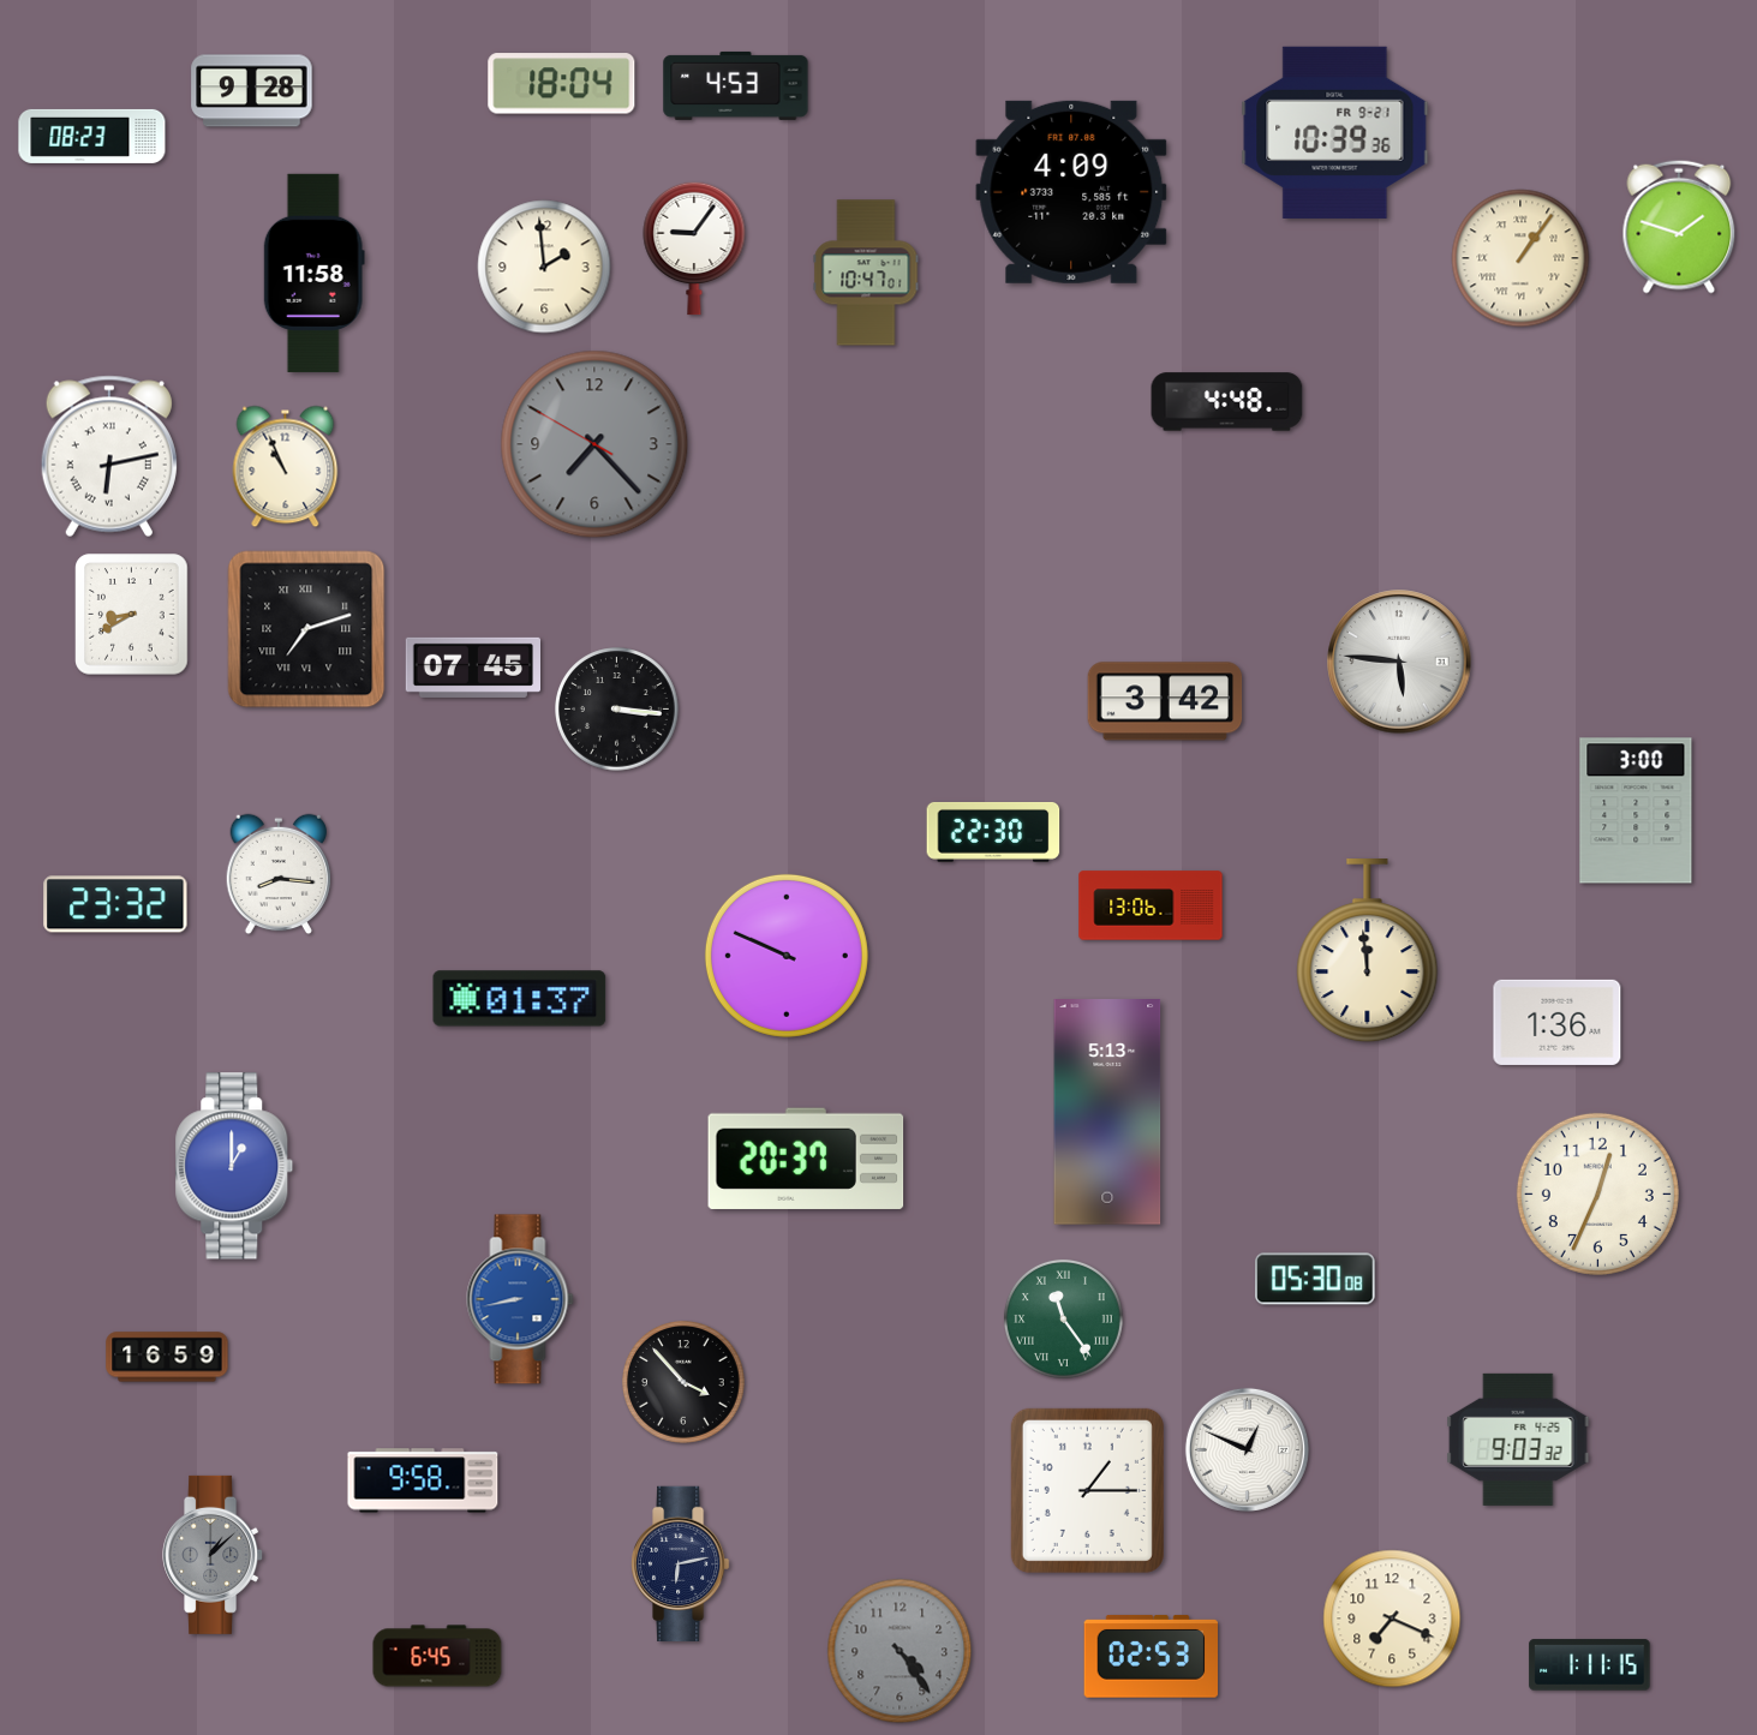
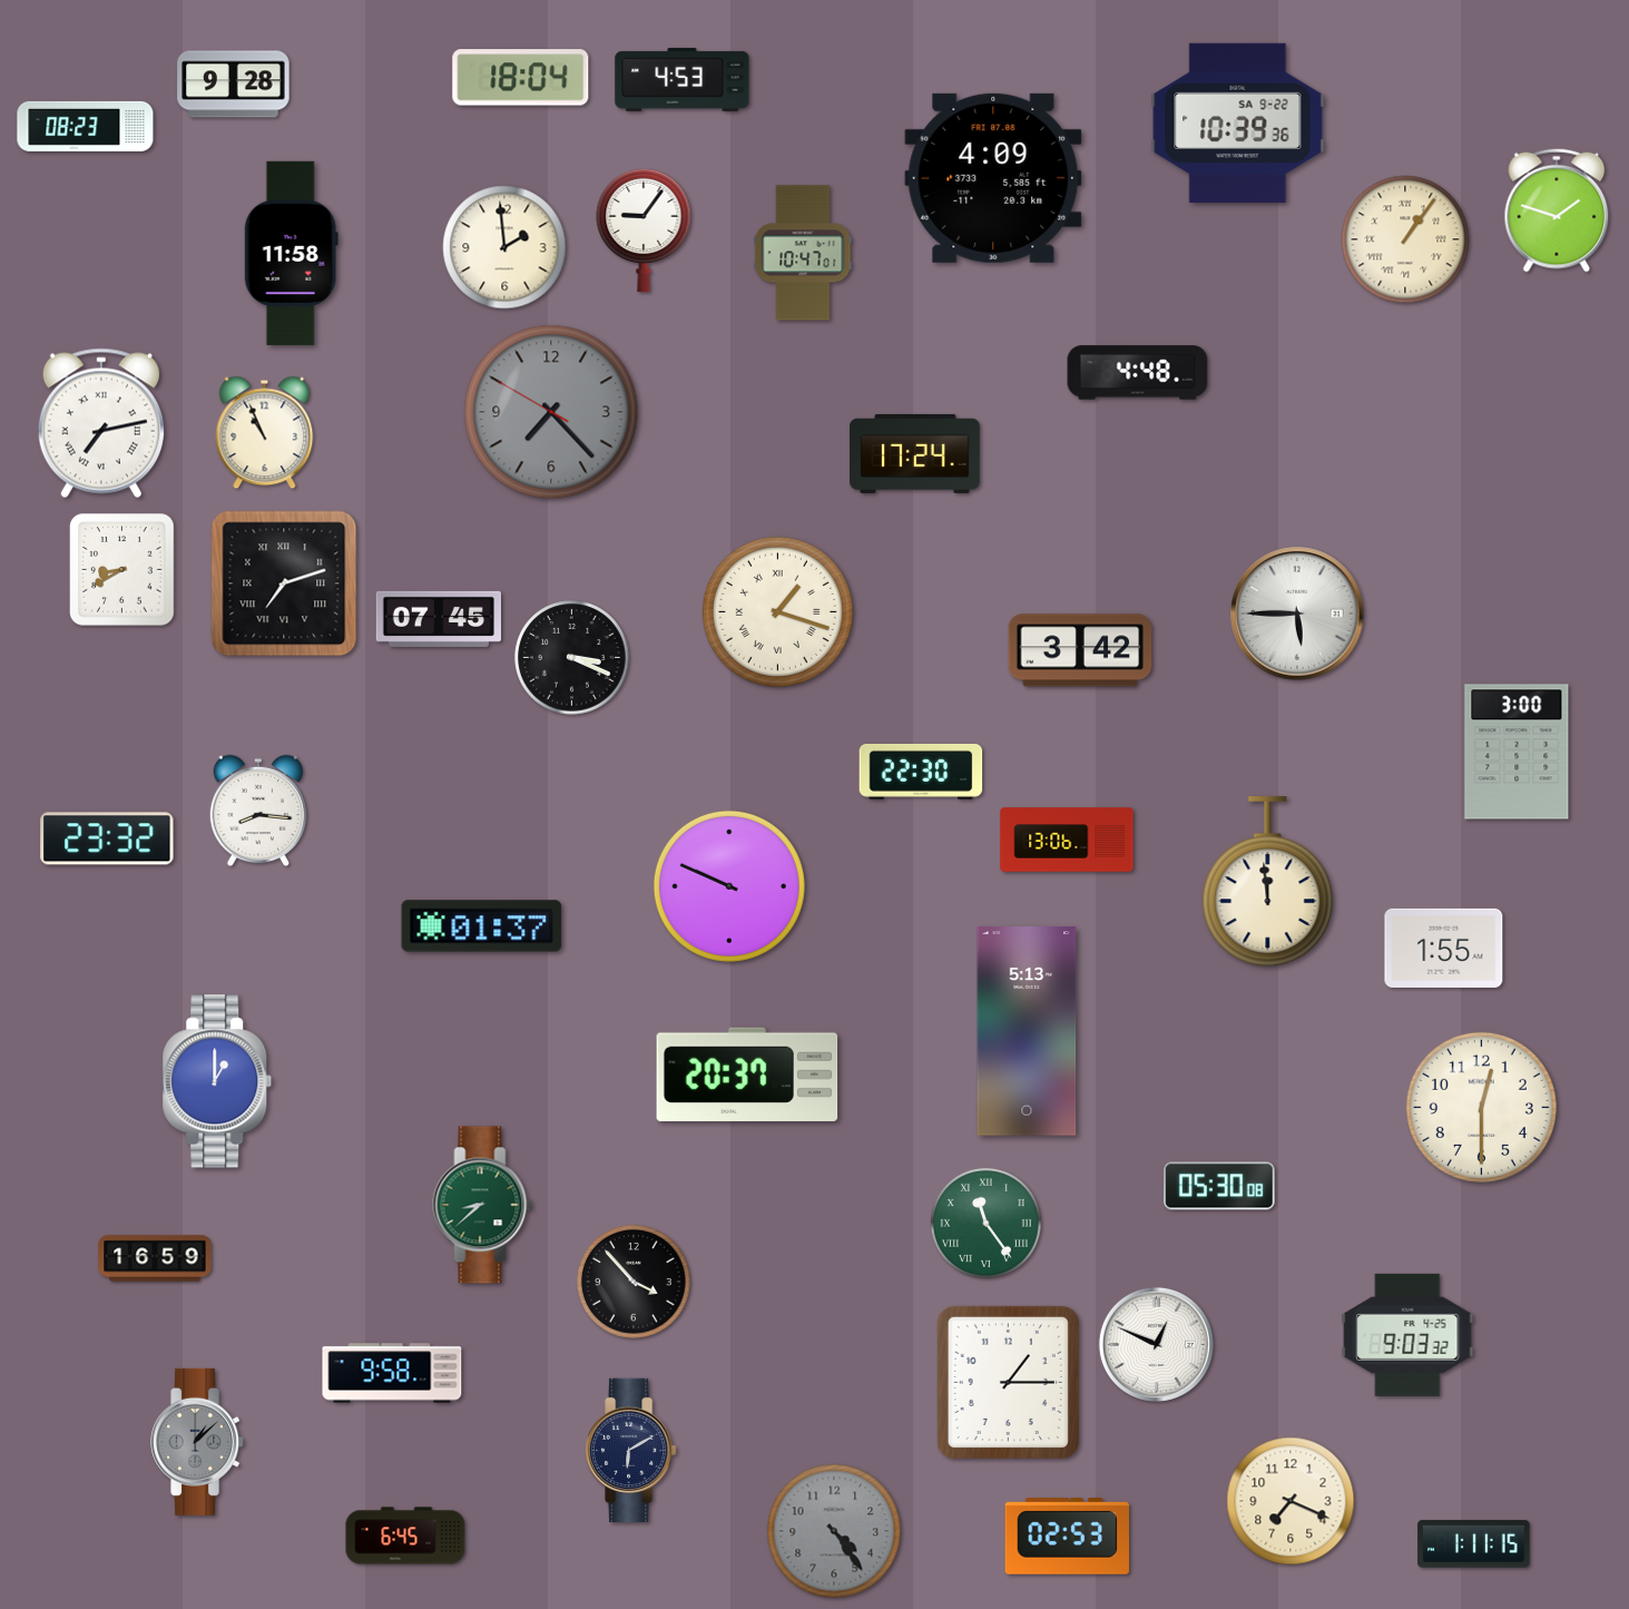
clock at (1335, 132) date: FR 9-21 -> SA 9-22
clock at (1520, 258) position: (1520, 258) -> (1405, 239)
clock at (109, 456): 6:13 -> 7:13
clock at (915, 453): none -> 17:24
clock at (777, 611): none -> 1:18
clock at (1399, 662): 5:46 -> 5:45
clock at (617, 710): 3:16 -> 3:19
clock at (1558, 1022): 1:36 -> 1:55
clock at (1597, 1193): 12:34 -> 12:30
clock at (520, 1299): 8:43 -> 8:38
clock at (520, 1299) dial: blue -> green
clock at (681, 1563): 6:13 -> 6:10
